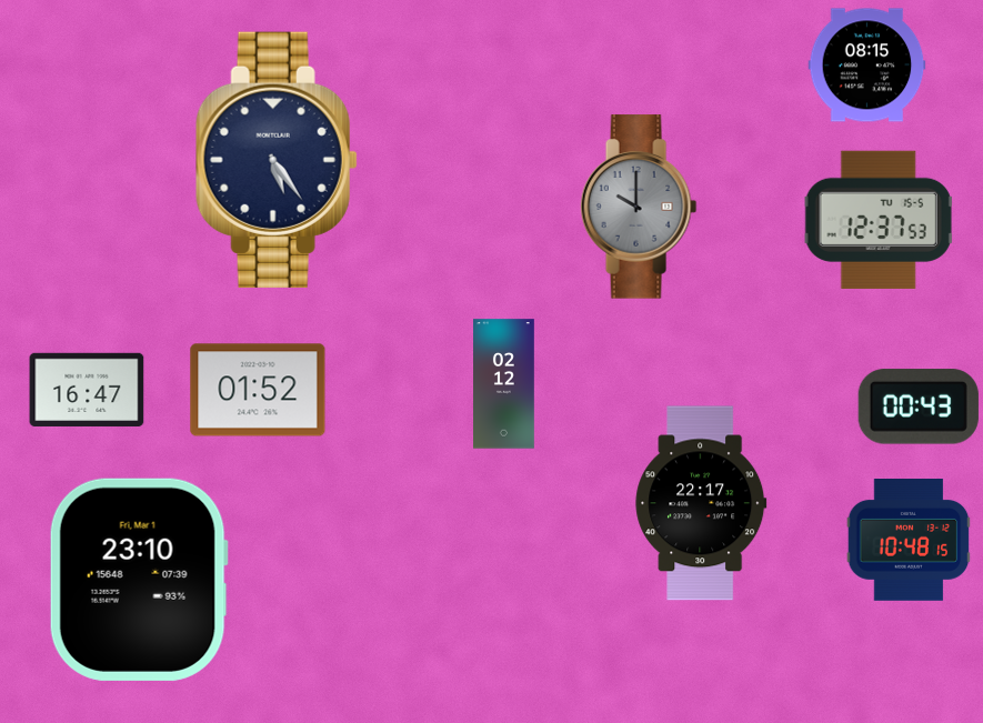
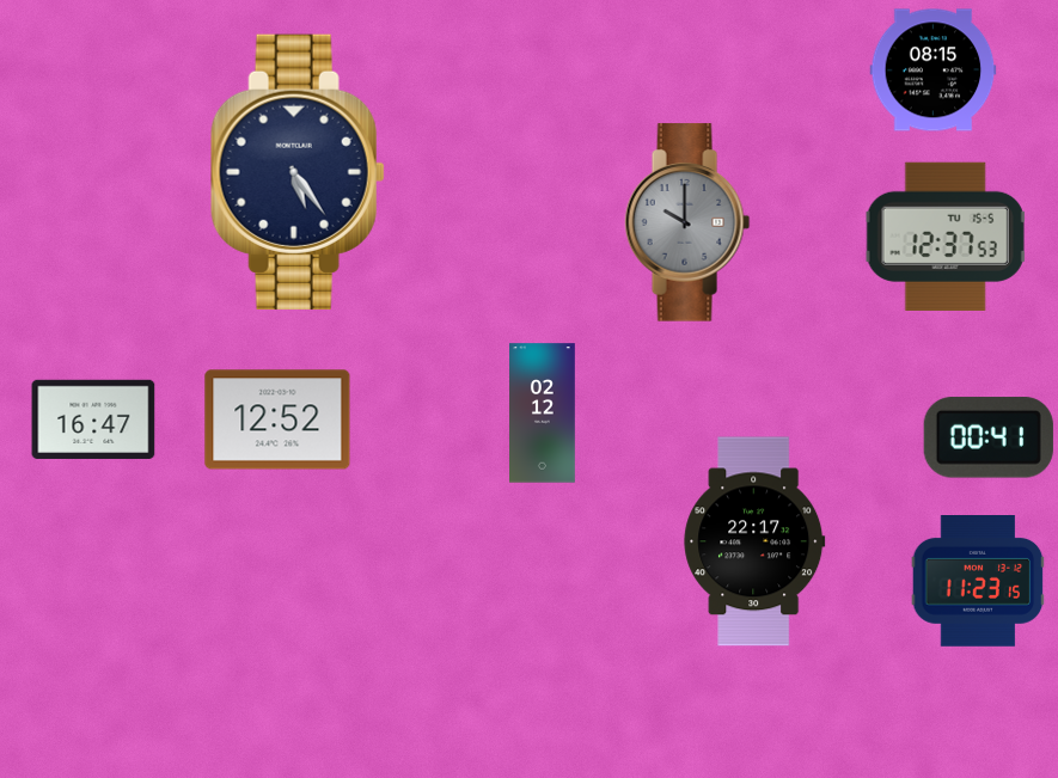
clock at (258, 390): 01:52 -> 12:52
clock at (919, 406): 00:43 -> 00:41
clock at (909, 541): 10:48 -> 11:23
clock at (139, 580): 23:10 -> none
